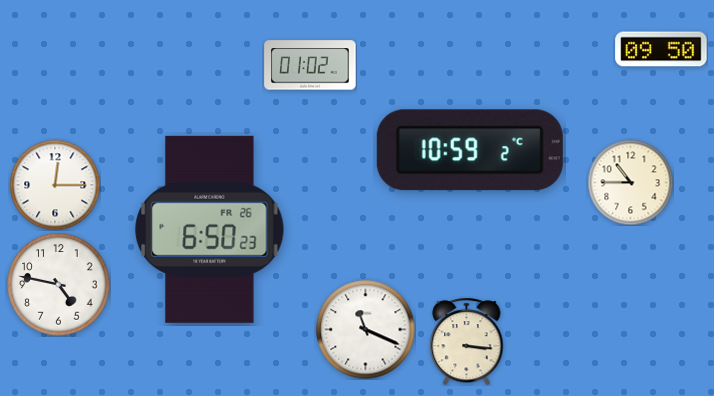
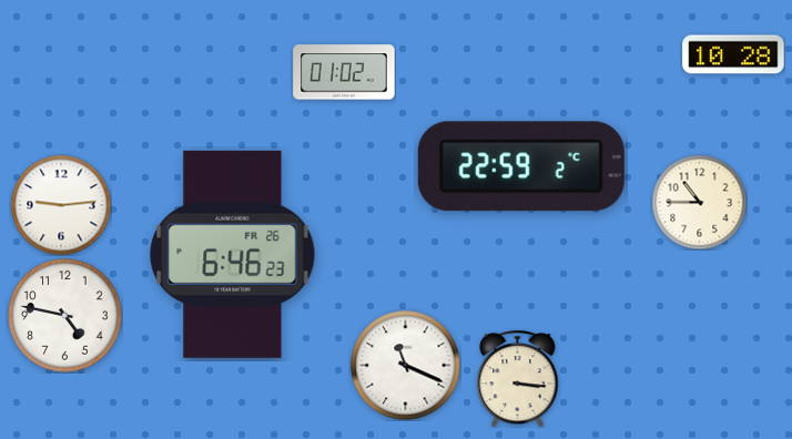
clock at (661, 49): 09:50 -> 10:28
clock at (470, 150): 10:59 -> 22:59
clock at (55, 185): 12:15 -> 9:14
clock at (210, 229): 6:50 -> 6:46
